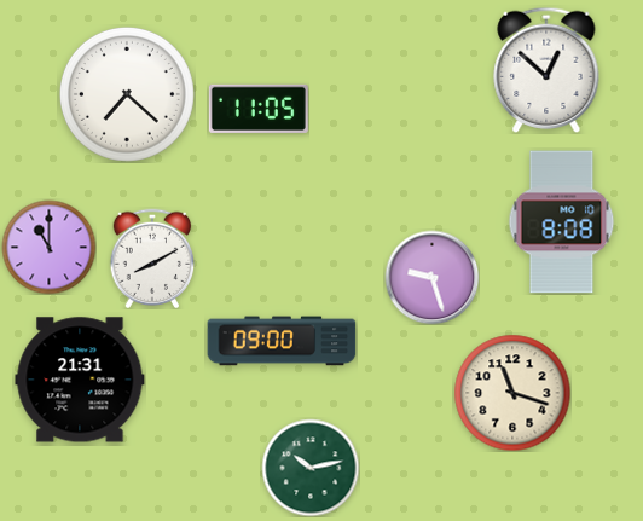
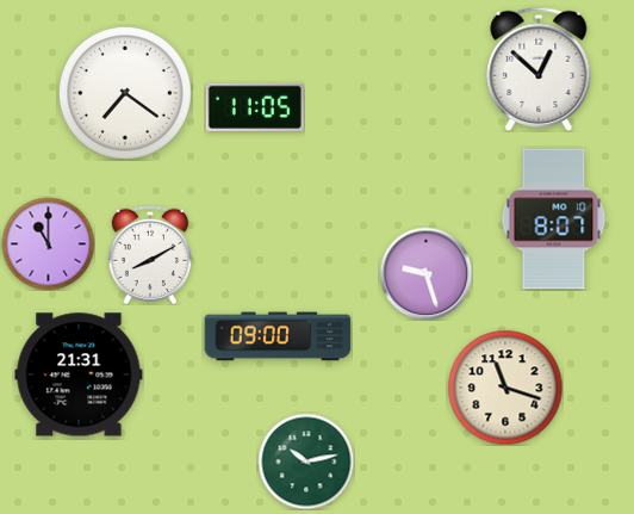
clock at (127, 94): 7:22 -> 7:21
clock at (562, 222): 8:08 -> 8:07
